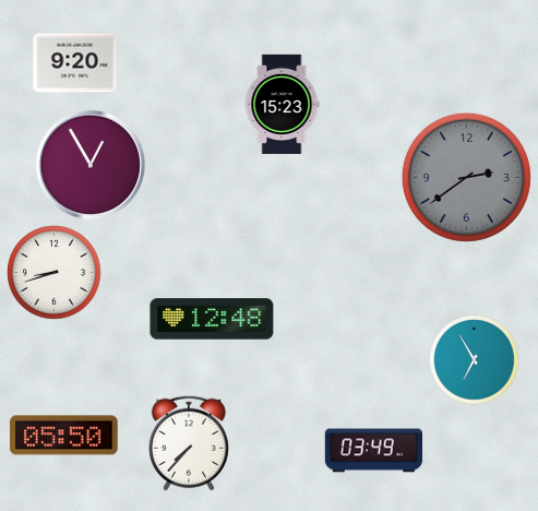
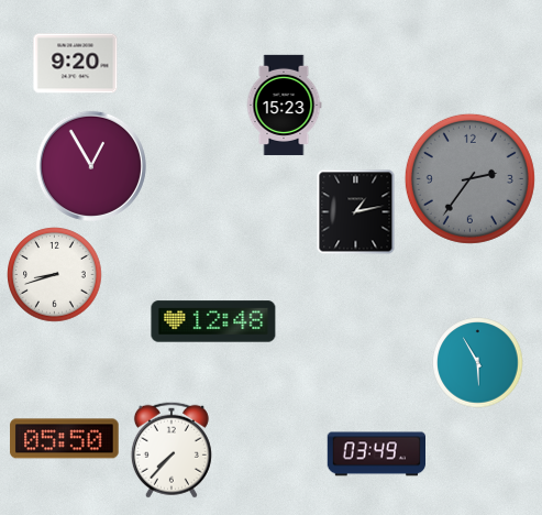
clock at (466, 177): 2:39 -> 2:36
clock at (356, 212): none -> 1:13
clock at (475, 360): 6:55 -> 5:55
clock at (189, 443) position: (189, 443) -> (172, 450)
